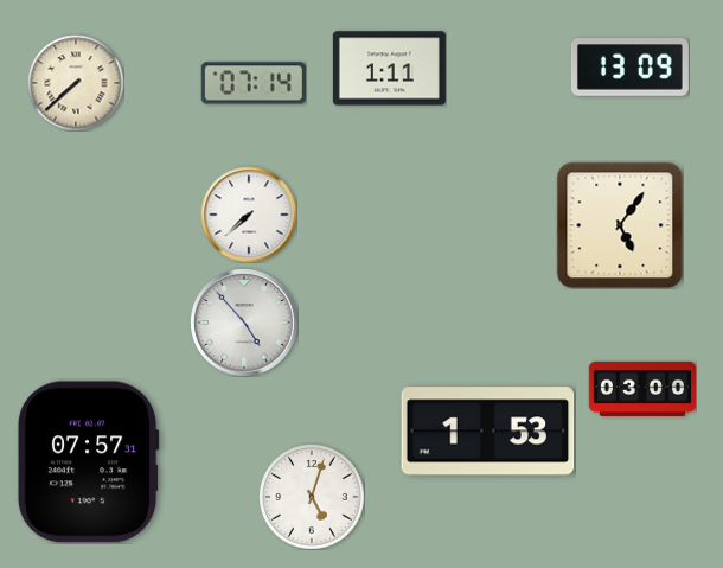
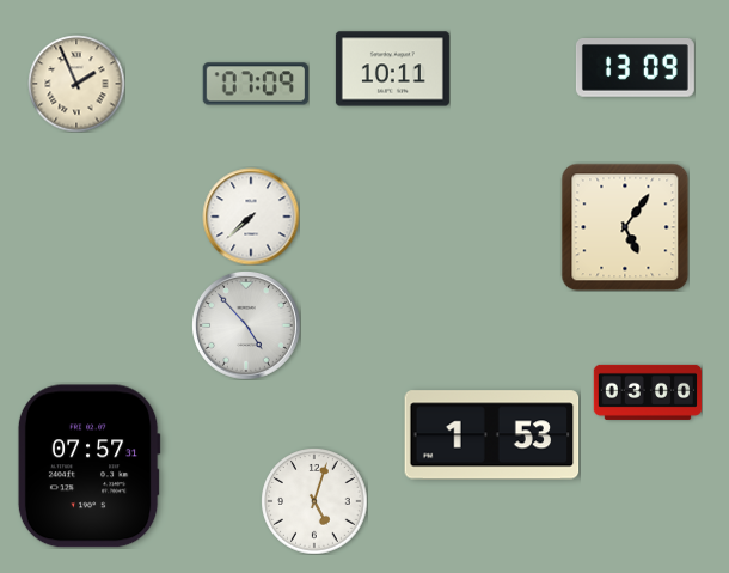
clock at (389, 69): 1:11 -> 10:11
clock at (76, 83): 7:38 -> 1:56
clock at (252, 83): 07:14 -> 07:09
